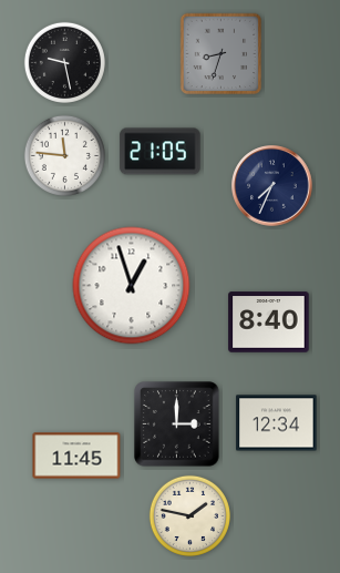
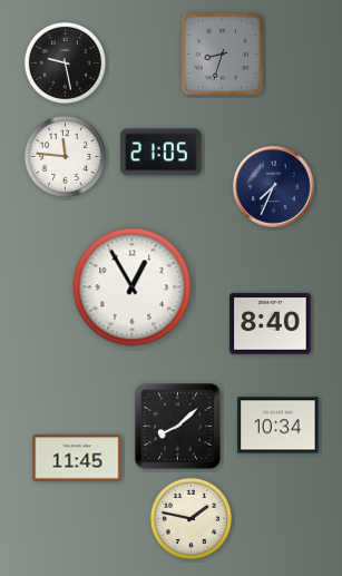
clock at (132, 286): 12:57 -> 12:55
clock at (277, 423): 12:34 -> 10:34
clock at (177, 424): 3:00 -> 8:08
